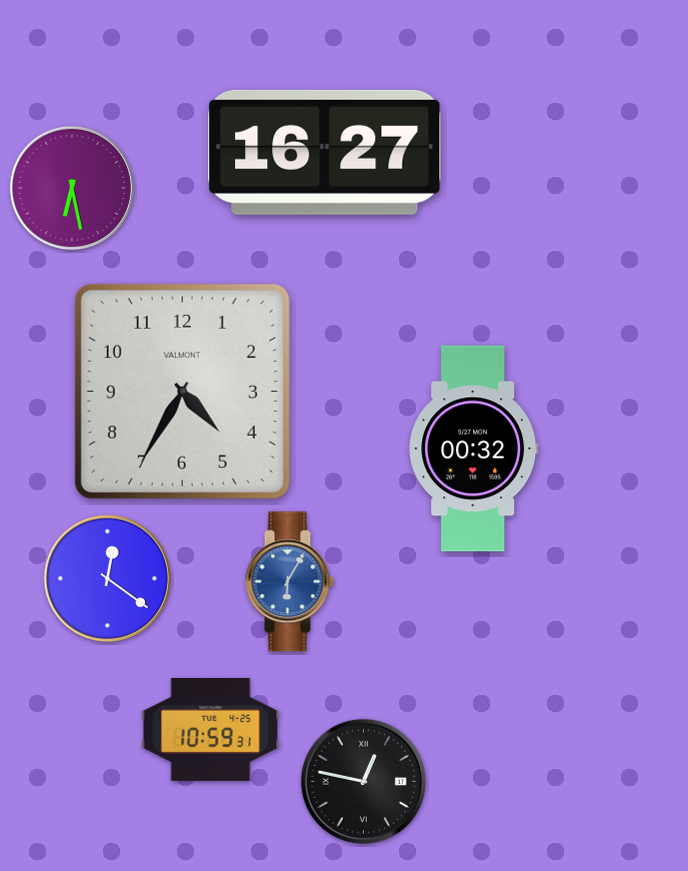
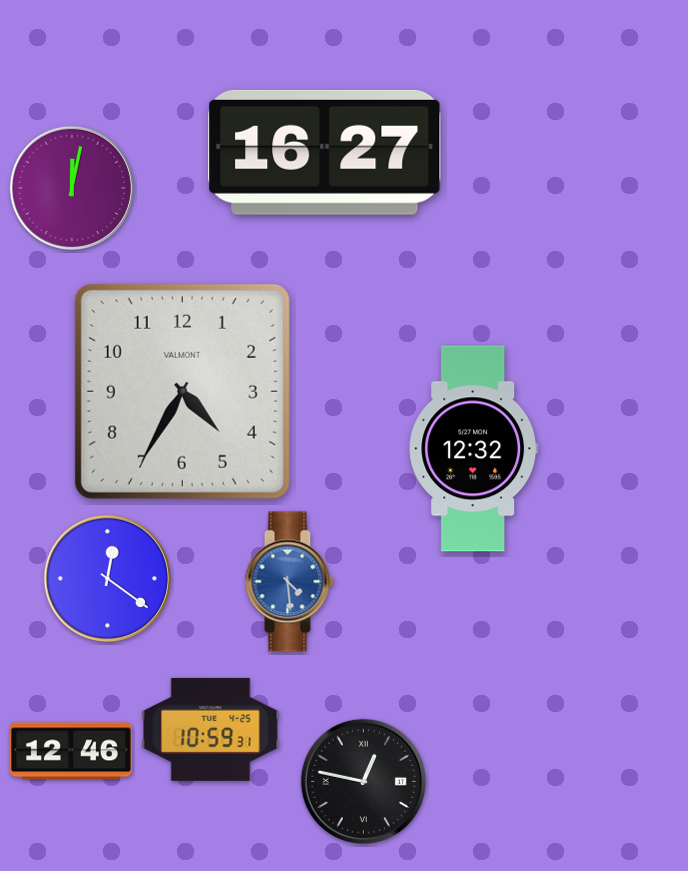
clock at (72, 188): 6:28 -> 12:02
clock at (474, 449): 00:32 -> 12:32
clock at (289, 582): 6:05 -> 4:29
clock at (71, 751): none -> 12:46
